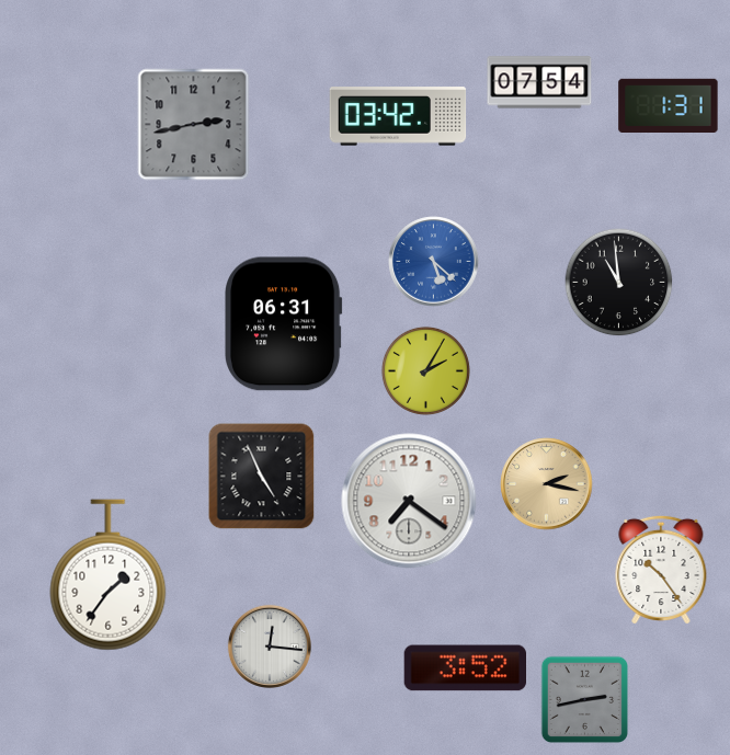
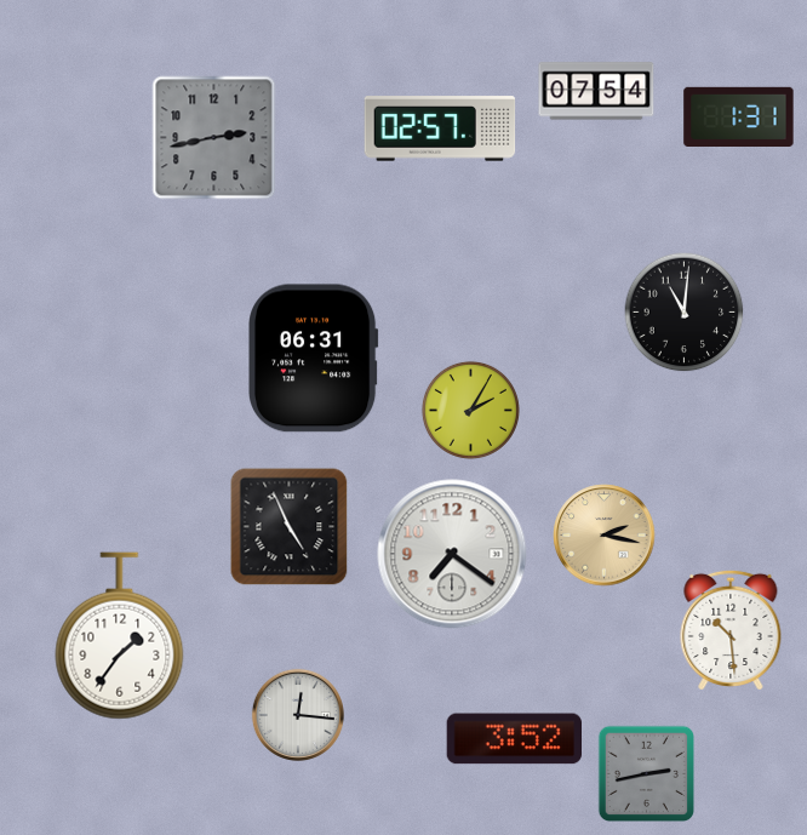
clock at (398, 116): 03:42 -> 02:57
clock at (434, 262): 5:22 -> none
clock at (619, 283): 10:59 -> 11:01
clock at (661, 569): 10:24 -> 10:29
